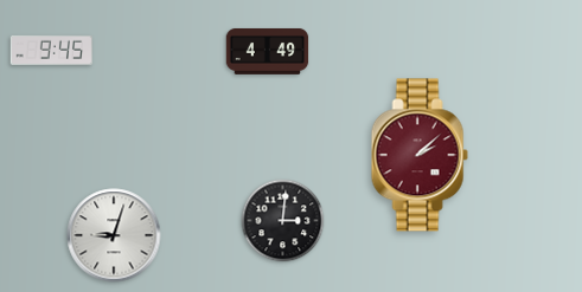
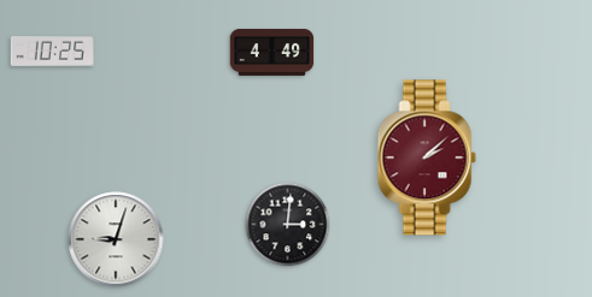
clock at (52, 50): 9:45 -> 10:25
